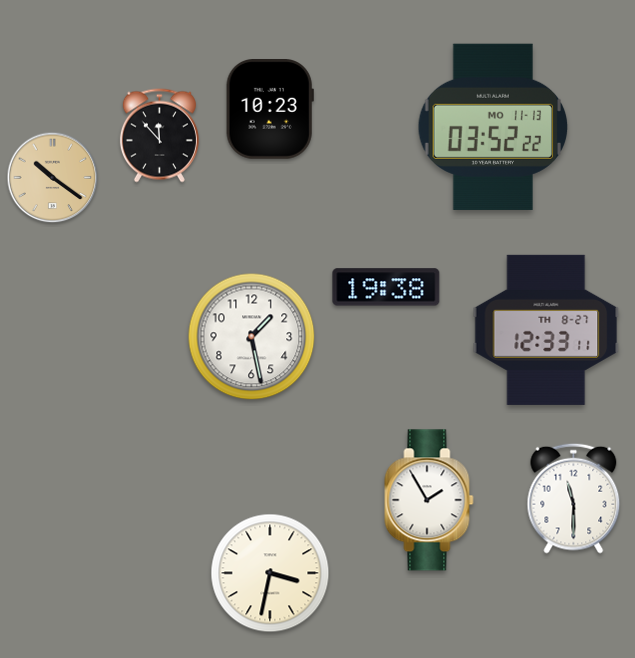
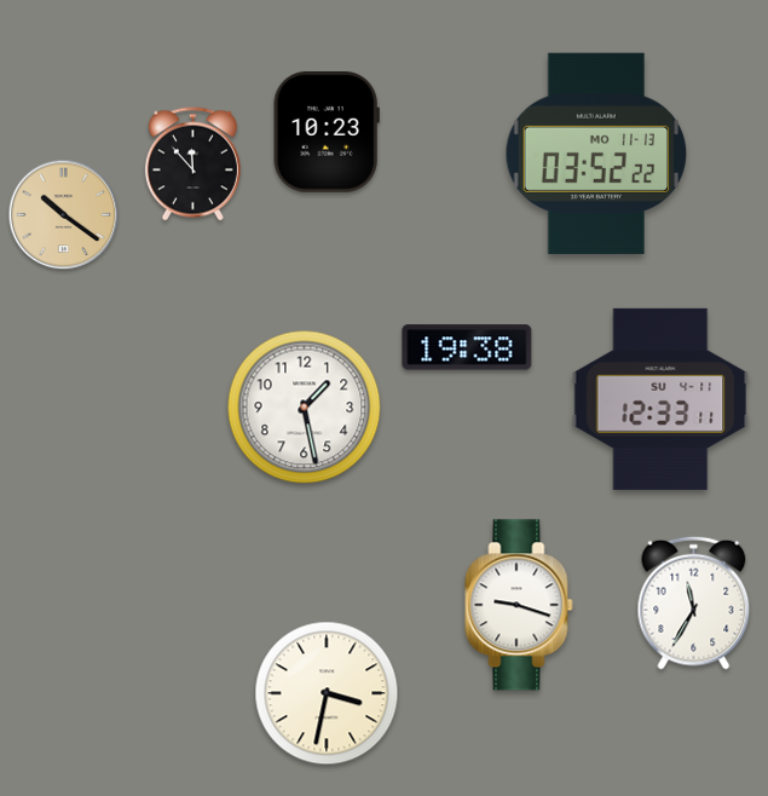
clock at (546, 330) date: TH 8-27 -> SU 4-11
clock at (574, 498): 11:30 -> 11:35
clock at (429, 500): 1:55 -> 9:18
